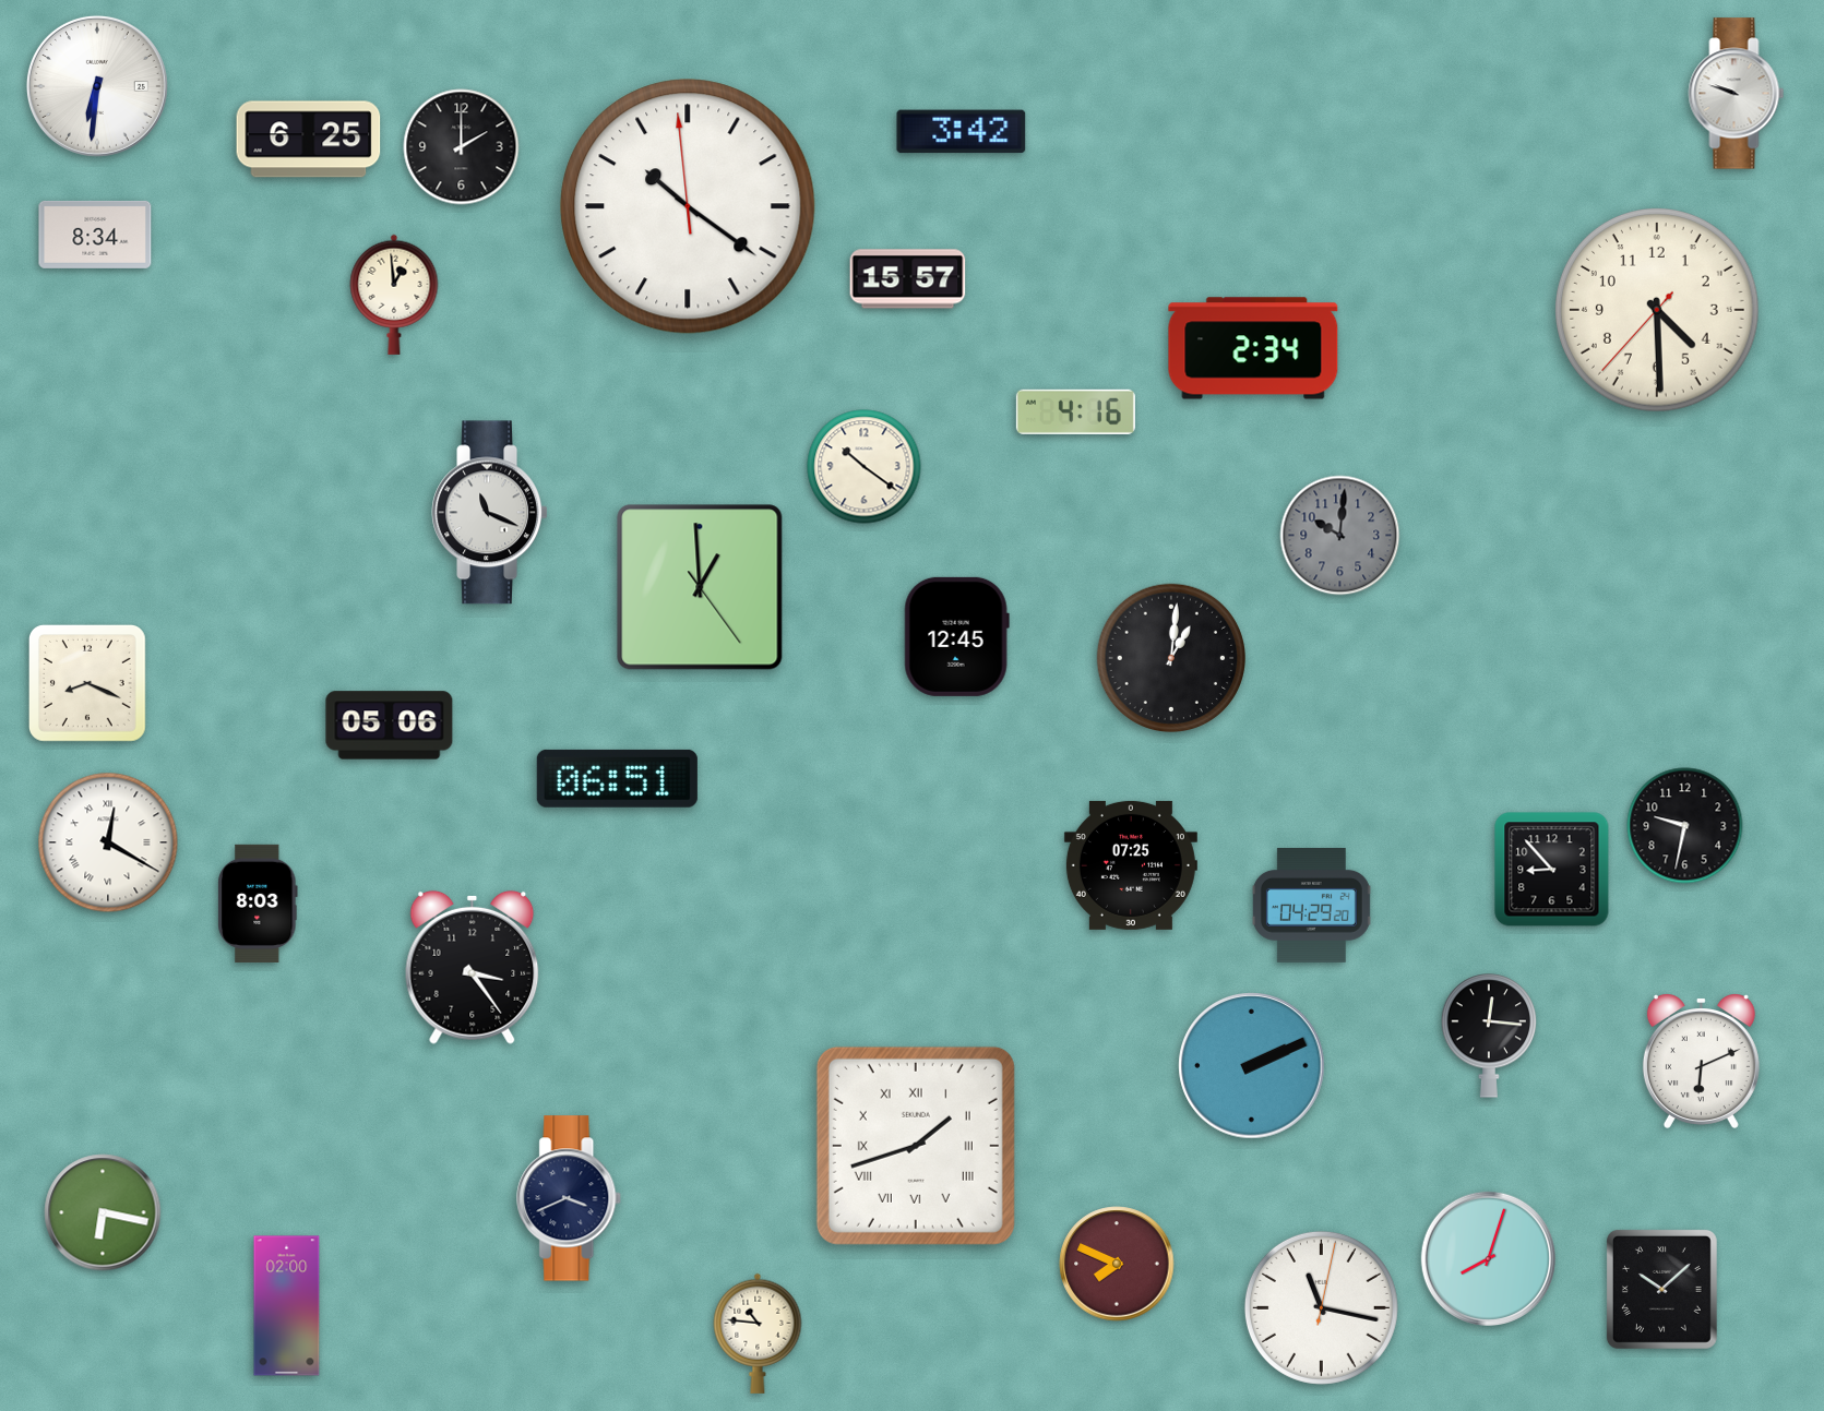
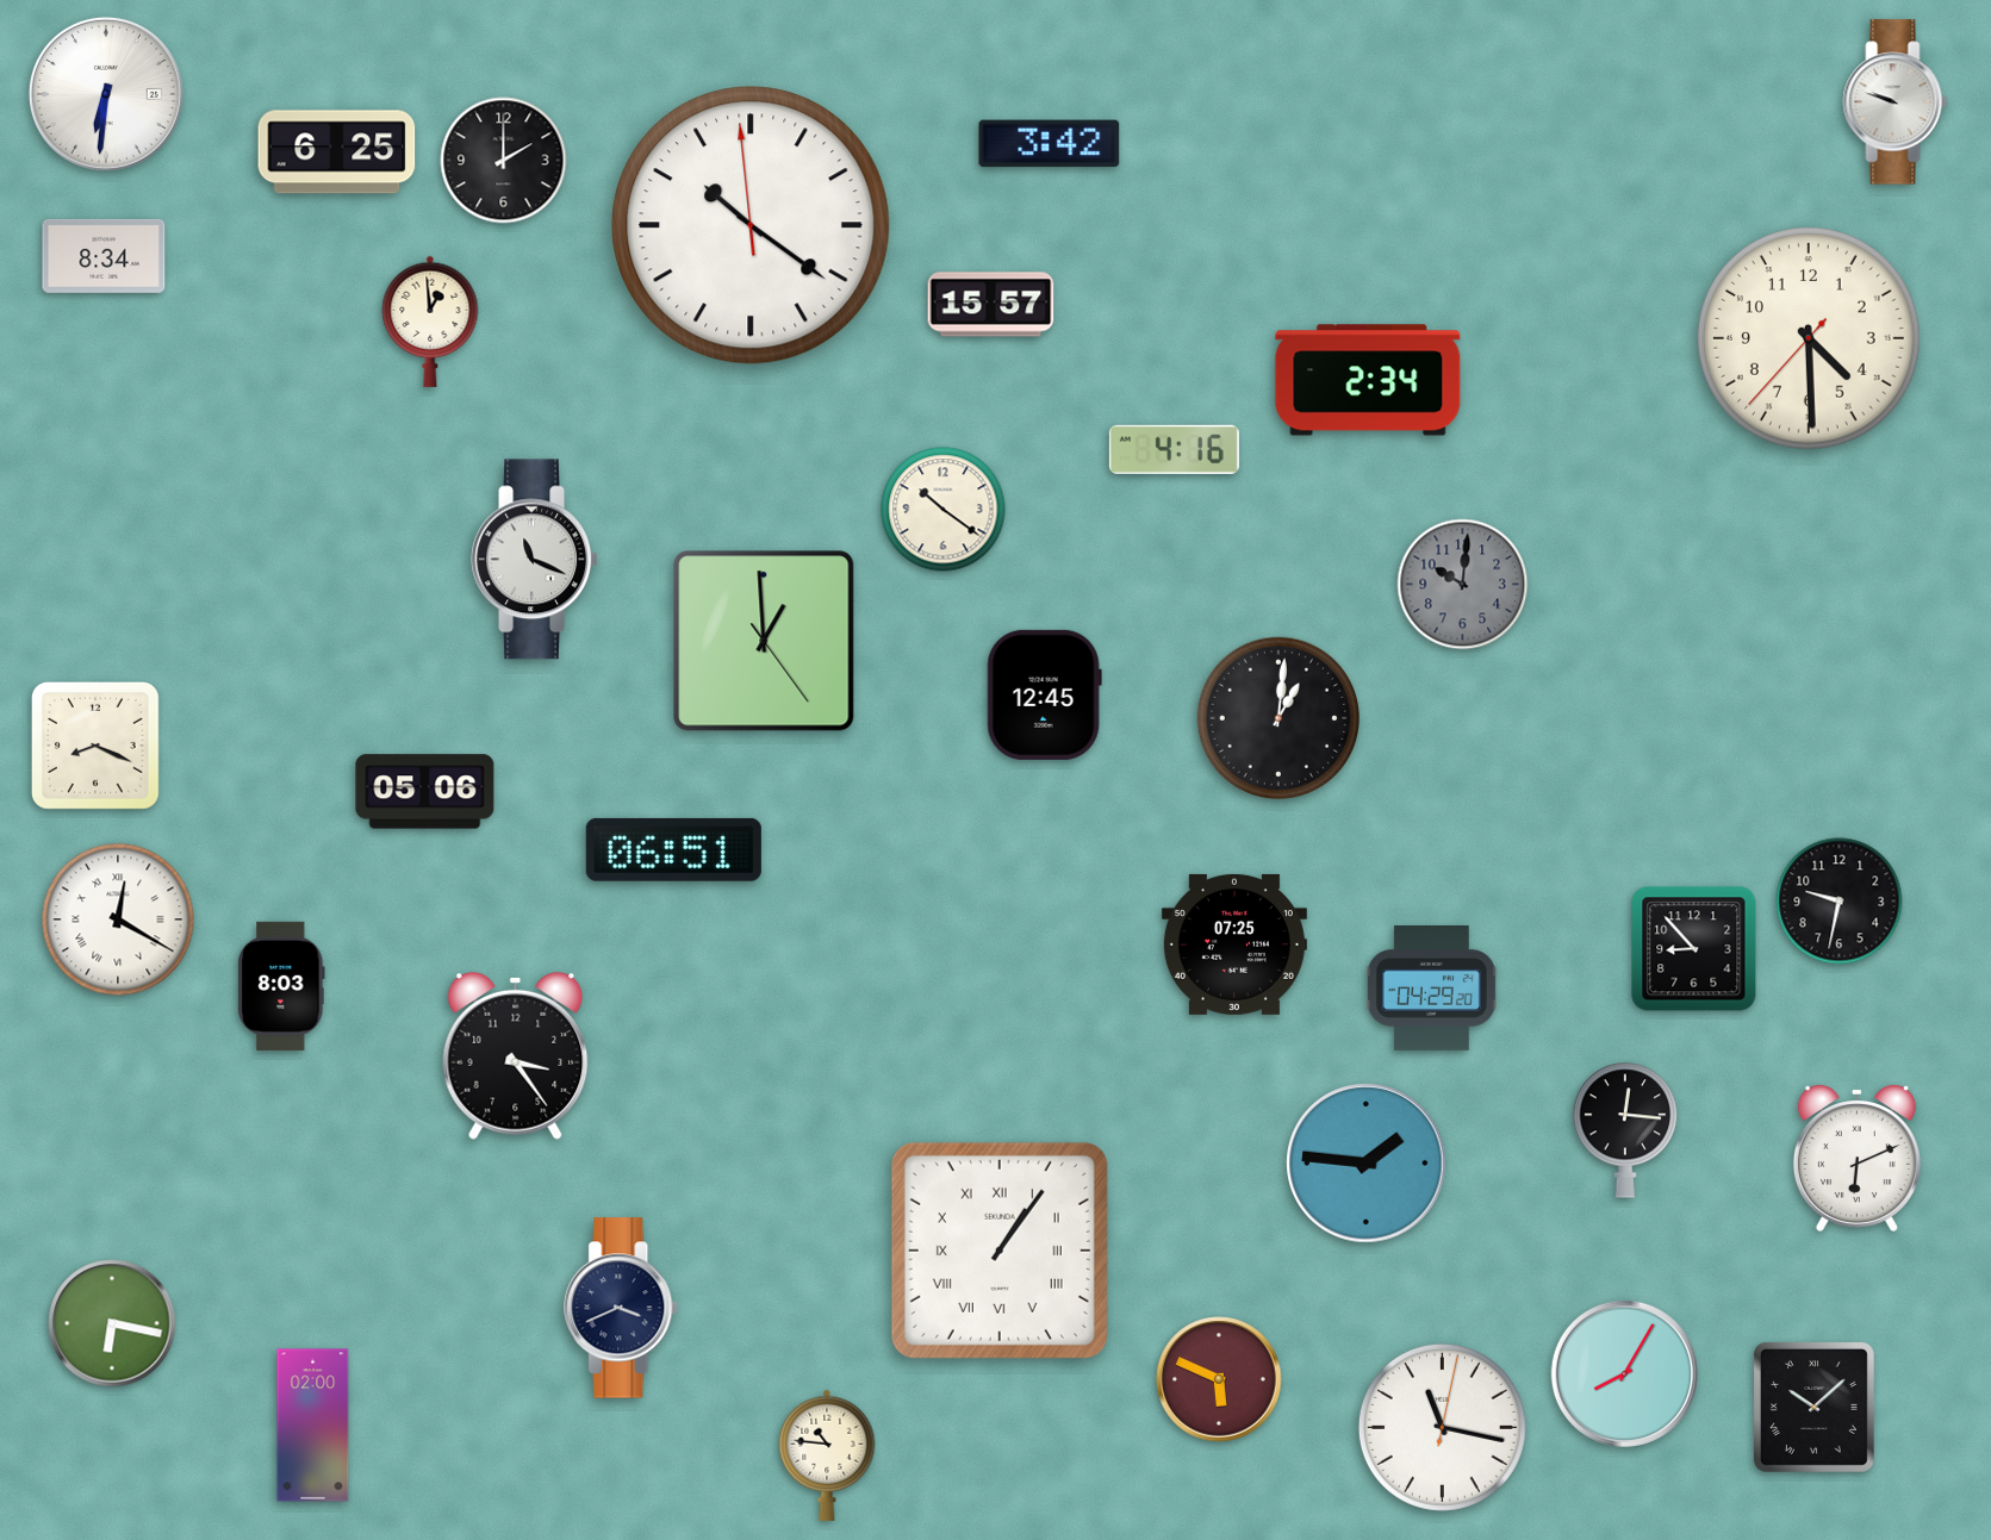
clock at (1252, 1066): 2:11 -> 1:46
clock at (916, 1146): 1:42 -> 1:06
clock at (1488, 1258): 8:03 -> 8:05
clock at (1117, 1264): 7:49 -> 5:49
